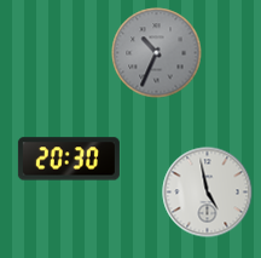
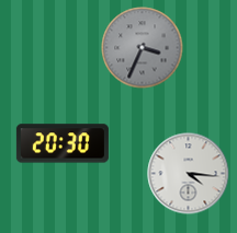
clock at (157, 53): 10:34 -> 3:34
clock at (208, 193): 4:58 -> 4:16
